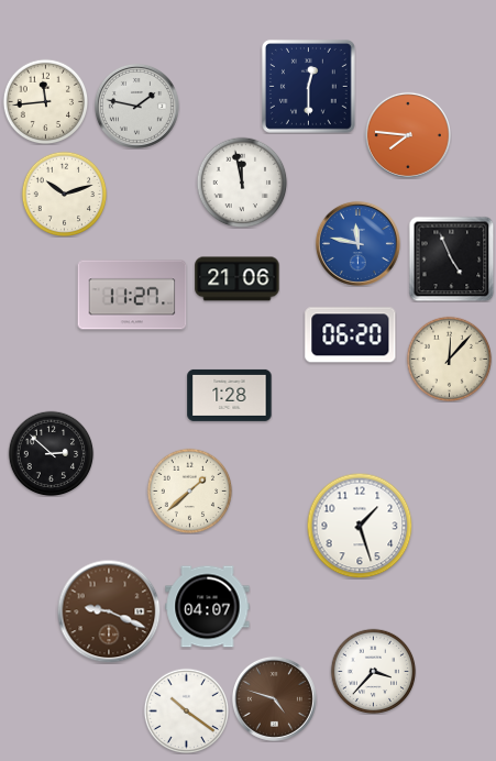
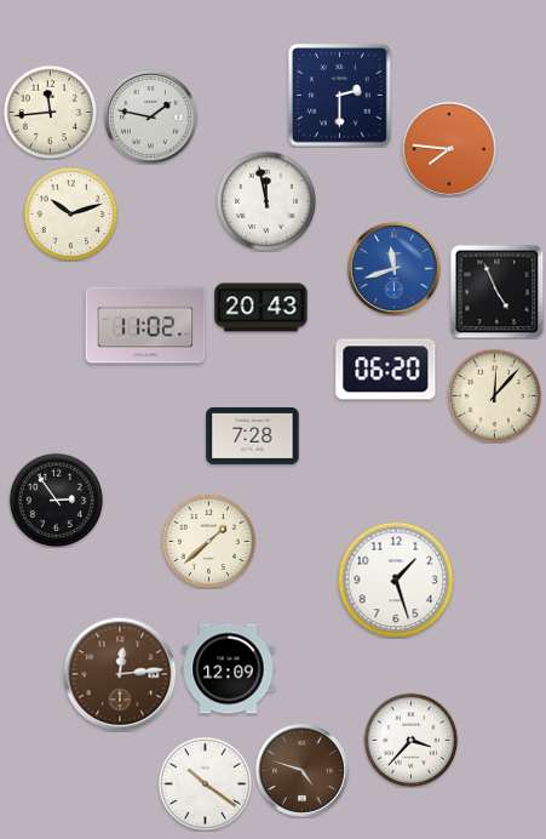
clock at (308, 86): 12:30 -> 2:30
clock at (357, 243): 11:47 -> 11:42
clock at (451, 258) position: (451, 258) -> (496, 291)
clock at (238, 279): 21:06 -> 20:43
clock at (132, 295): 11:27 -> 11:02
clock at (230, 395): 1:28 -> 7:28
clock at (51, 453): 2:52 -> 2:54
clock at (208, 607): 04:07 -> 12:09
clock at (109, 611): 9:19 -> 12:14
